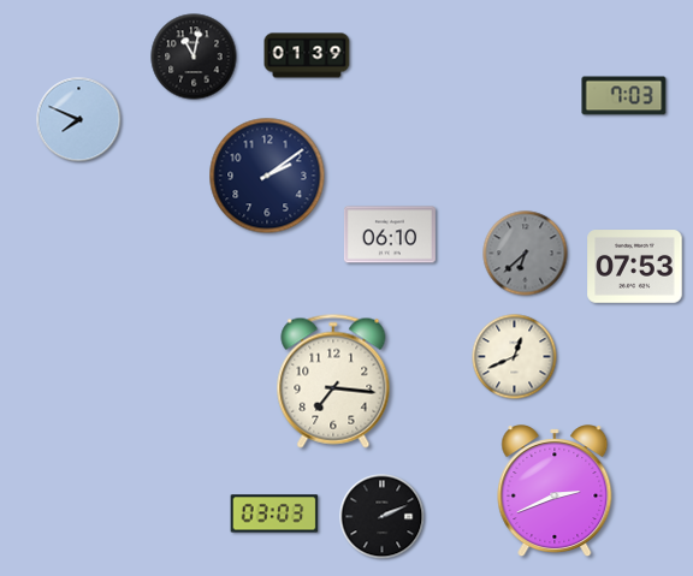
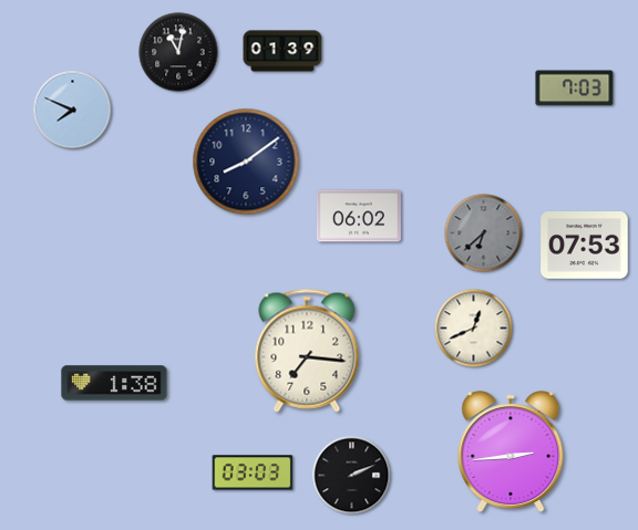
clock at (267, 176): 2:09 -> 8:09
clock at (390, 234): 06:10 -> 06:02
clock at (114, 383): none -> 1:38
clock at (555, 492): 2:41 -> 2:44
